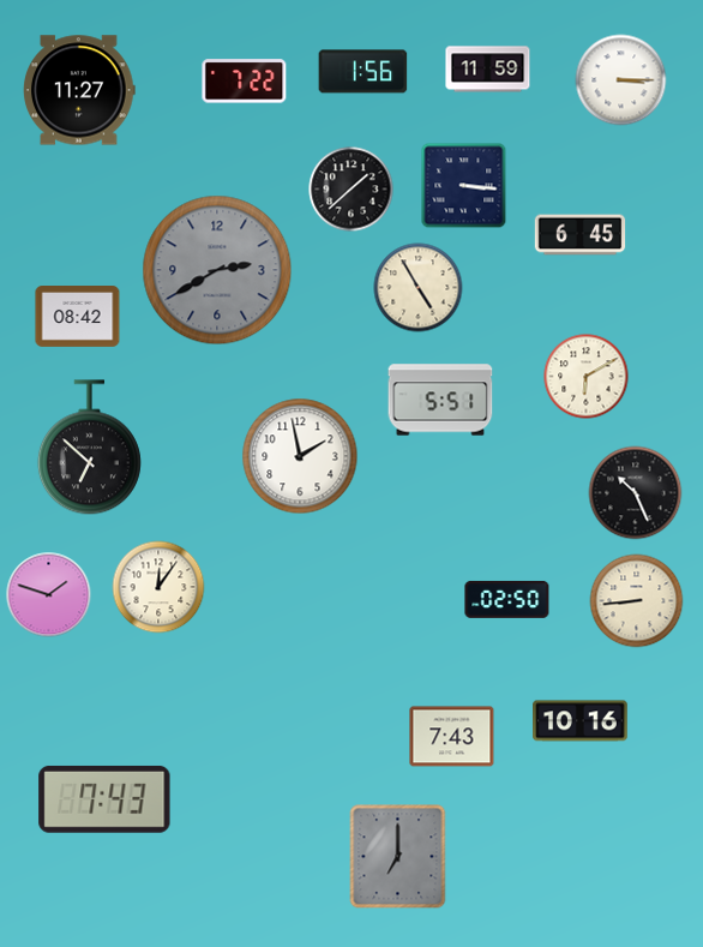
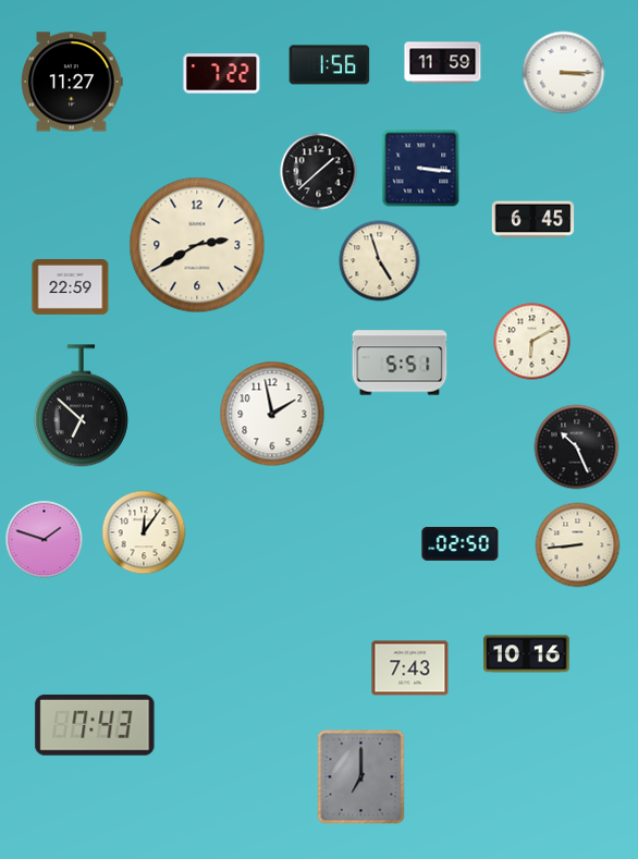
clock at (581, 235) position: (581, 235) -> (533, 220)
clock at (217, 270) dial: grey -> cream
clock at (419, 288): 4:55 -> 4:57
clock at (78, 317): 08:42 -> 22:59
